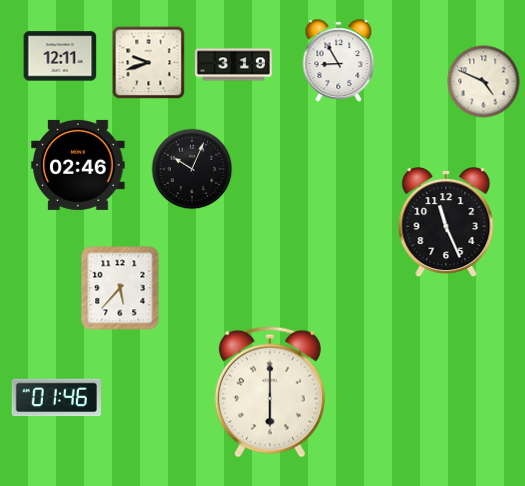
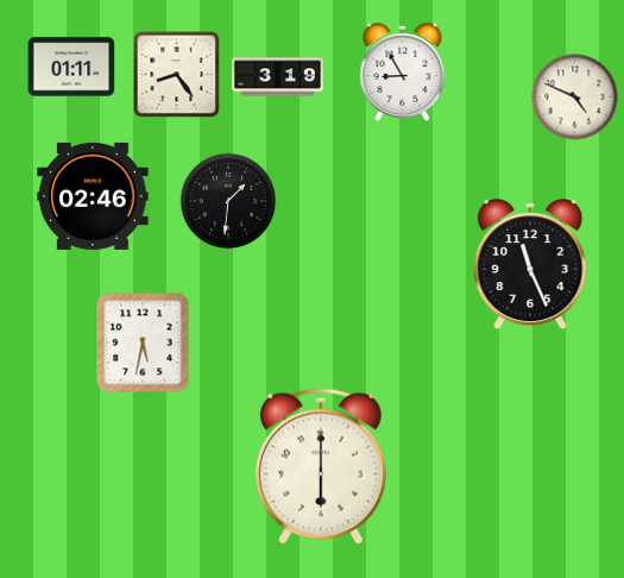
clock at (60, 56): 12:11 -> 01:11
clock at (149, 63): 9:42 -> 8:24
clock at (192, 169): 10:04 -> 1:31
clock at (120, 288): 5:37 -> 5:32
clock at (56, 398): 01:46 -> none
